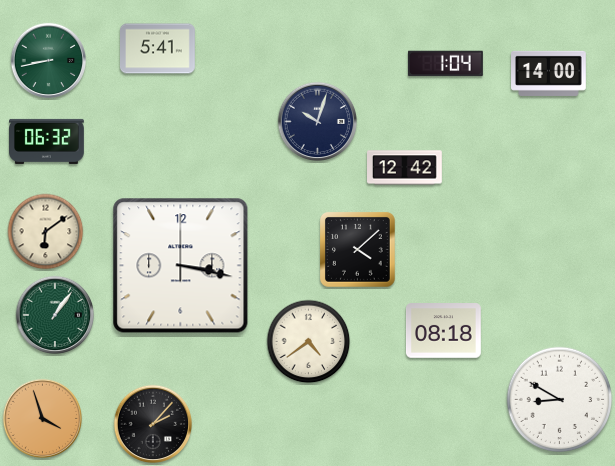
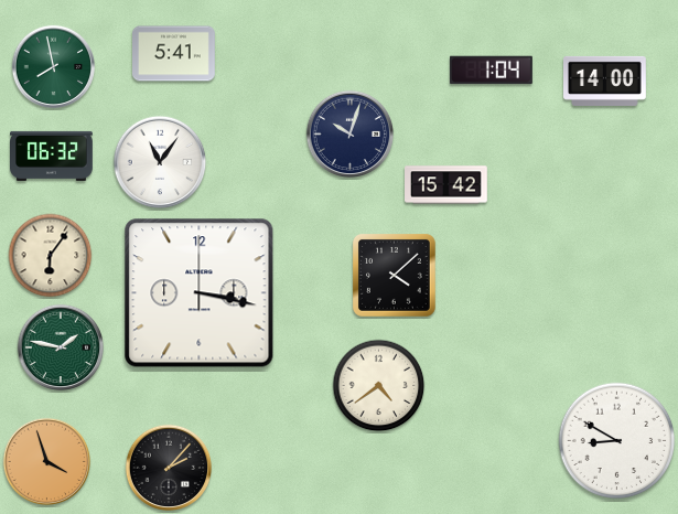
clock at (48, 60): 8:43 -> 7:58
clock at (160, 162): none -> 11:06
clock at (405, 168): 12:42 -> 15:42
clock at (46, 232): 6:09 -> 6:06
clock at (55, 315): 1:06 -> 1:47
clock at (444, 331): 08:18 -> none
clock at (309, 342) position: (309, 342) -> (379, 386)
